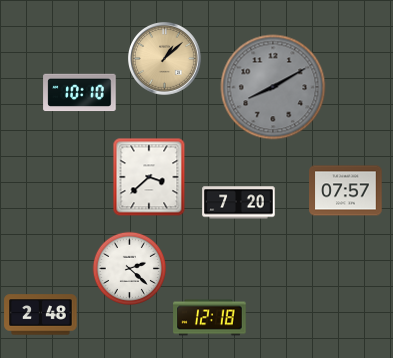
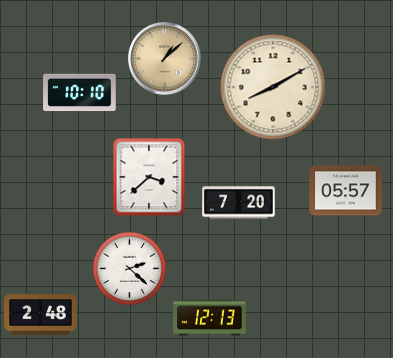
clock at (273, 87) dial: grey -> cream
clock at (346, 191): 07:57 -> 05:57
clock at (210, 318): 12:18 -> 12:13
